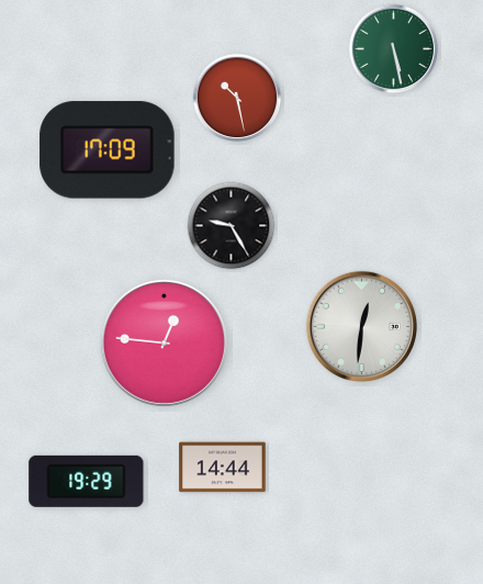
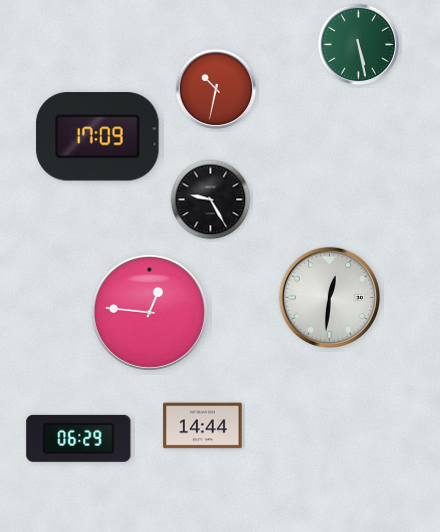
clock at (237, 98): 10:28 -> 10:32
clock at (232, 226) position: (232, 226) -> (211, 200)
clock at (87, 481): 19:29 -> 06:29
